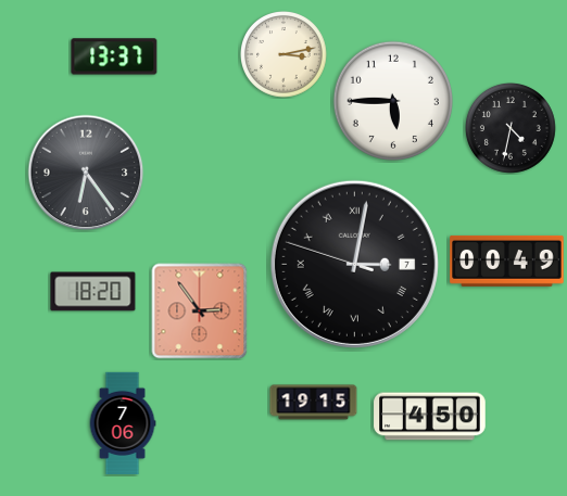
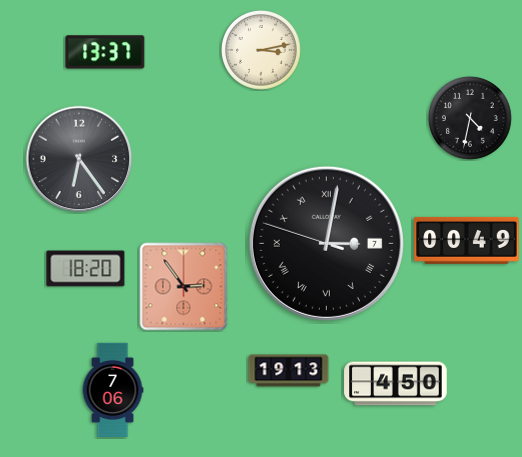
clock at (393, 101): 5:45 -> none
clock at (314, 403): 19:15 -> 19:13
